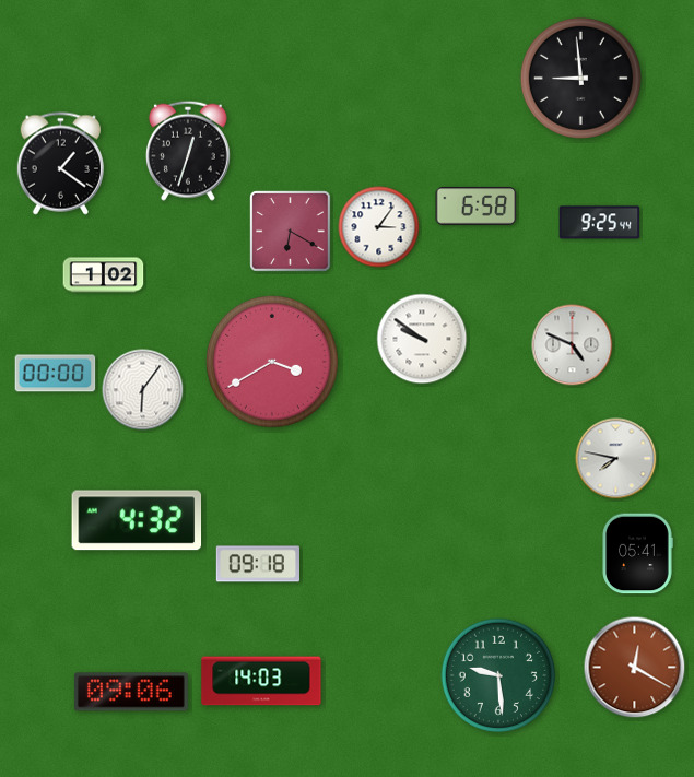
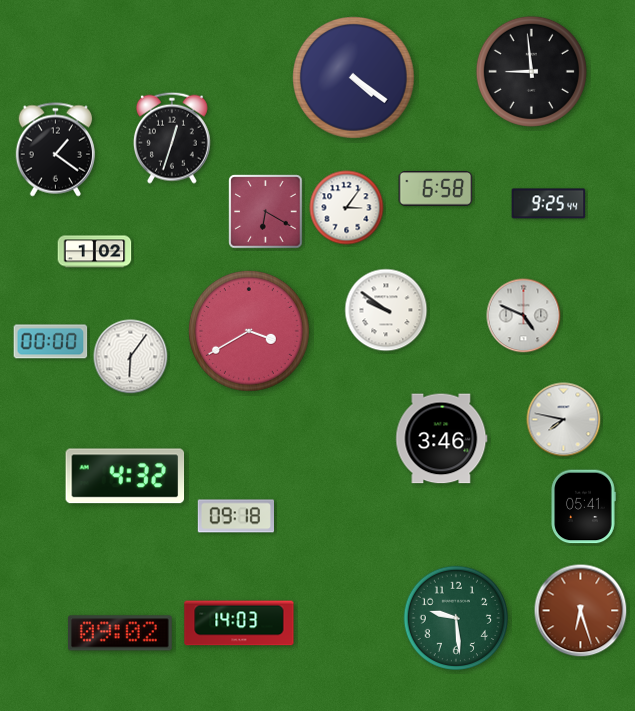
clock at (354, 78): none -> 4:21
clock at (442, 439): none -> 3:46
clock at (635, 668): 12:20 -> 6:27
clock at (131, 692): 09:06 -> 09:02
